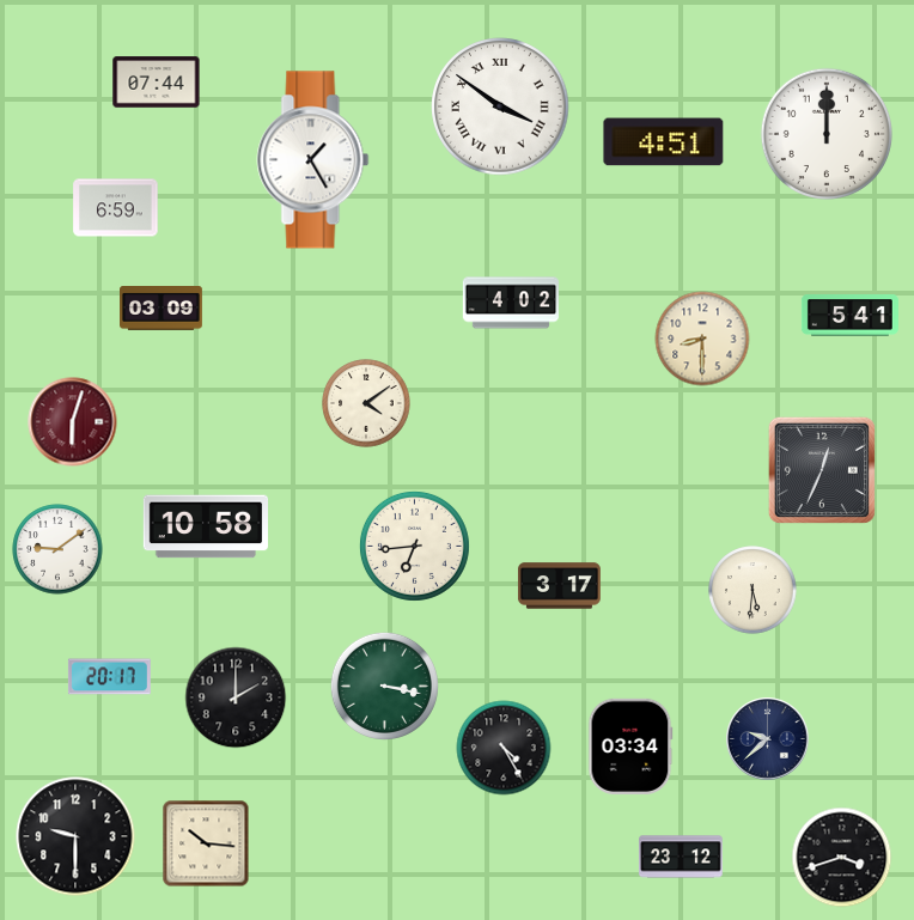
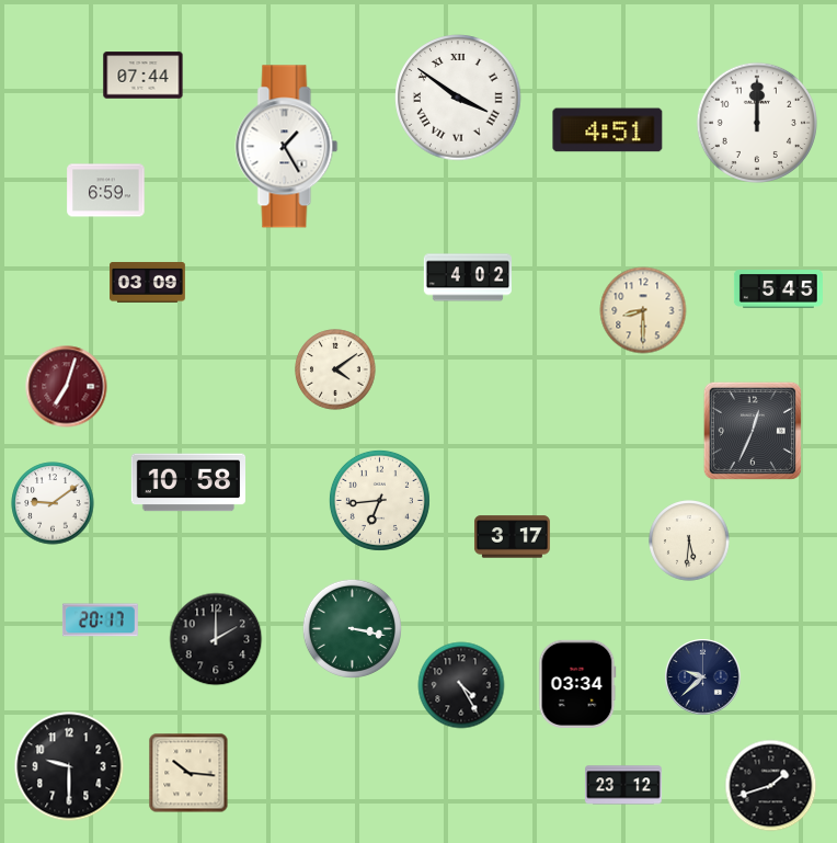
clock at (849, 316): 5:41 -> 5:45
clock at (73, 422): 6:03 -> 7:03
clock at (842, 858): 3:42 -> 1:42
